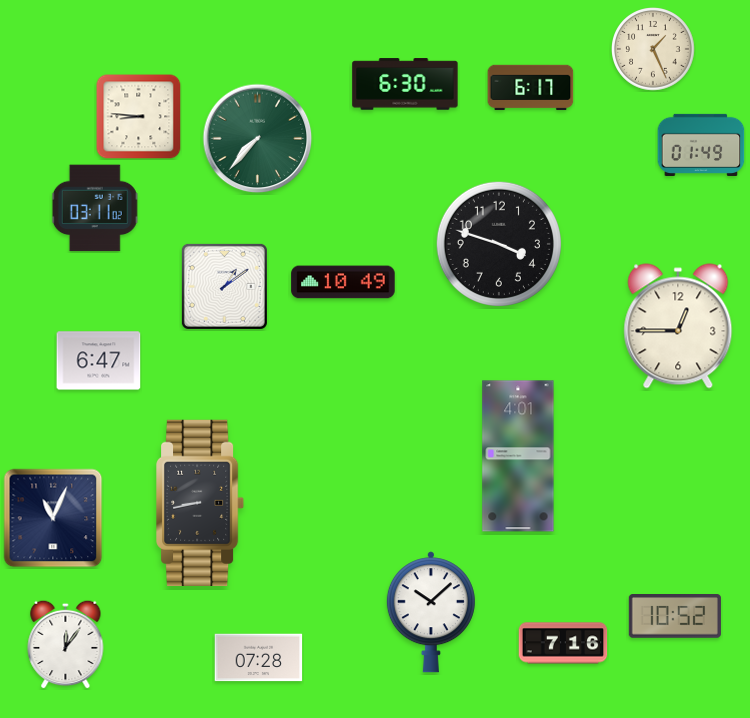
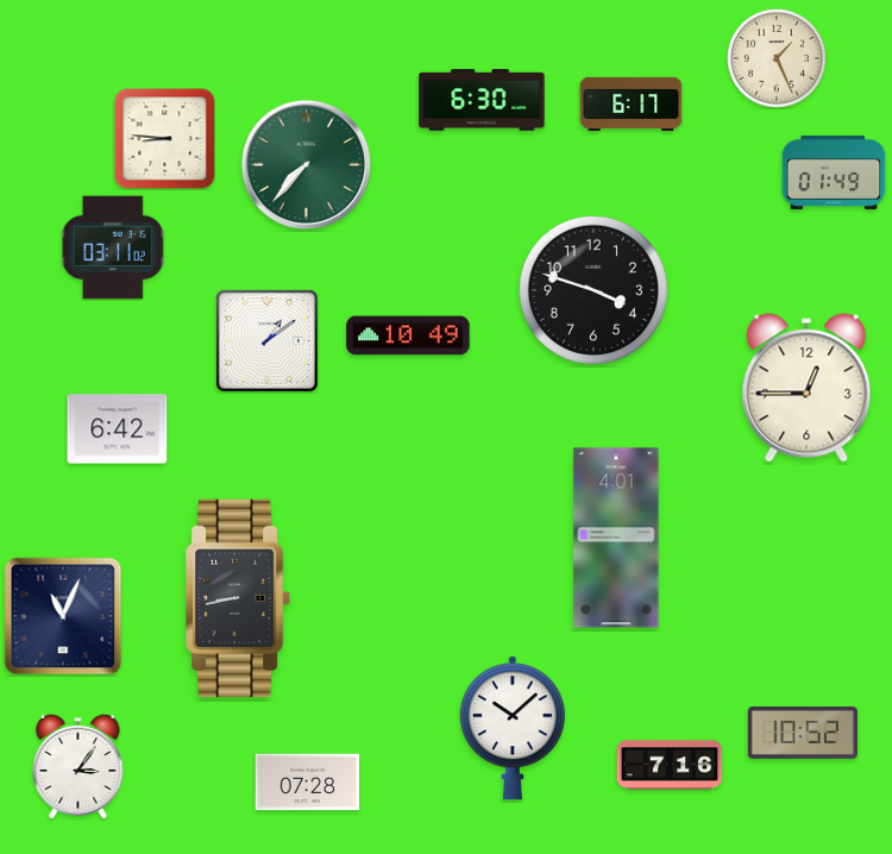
clock at (99, 361): 6:47 -> 6:42
clock at (518, 456) position: (518, 456) -> (616, 538)
clock at (66, 644): 12:06 -> 3:06
